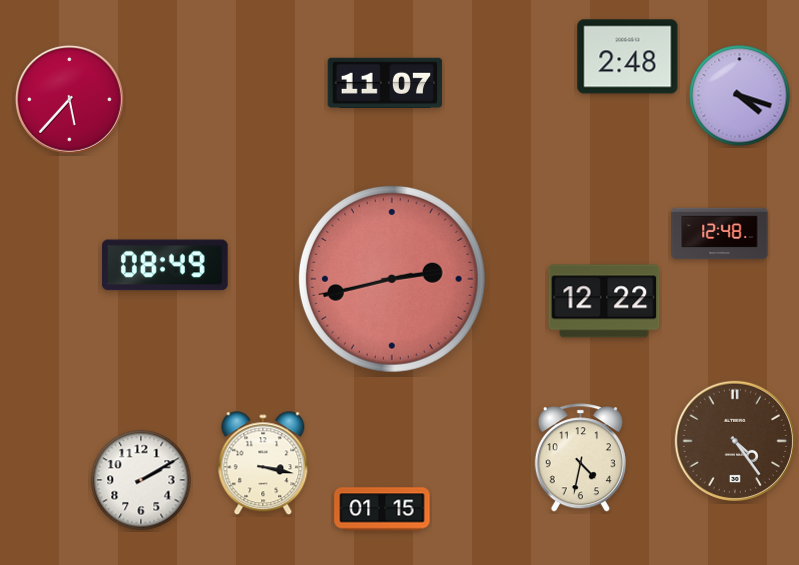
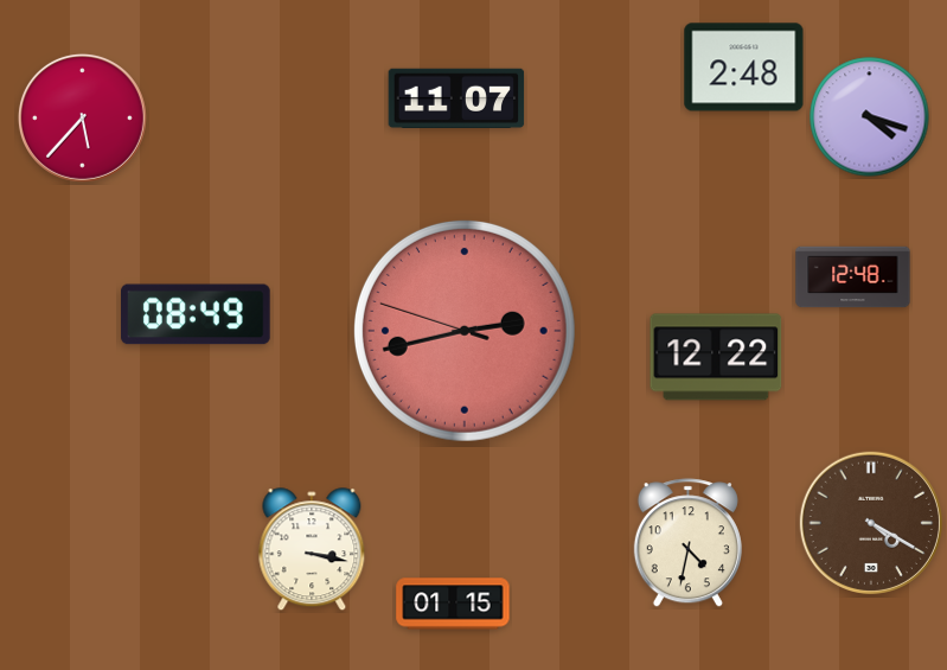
clock at (740, 96) position: (740, 96) -> (870, 117)
clock at (392, 279): 2:42:43 -> 2:42:48
clock at (735, 441): 4:24 -> 4:20
clock at (141, 480): 2:10 -> none
